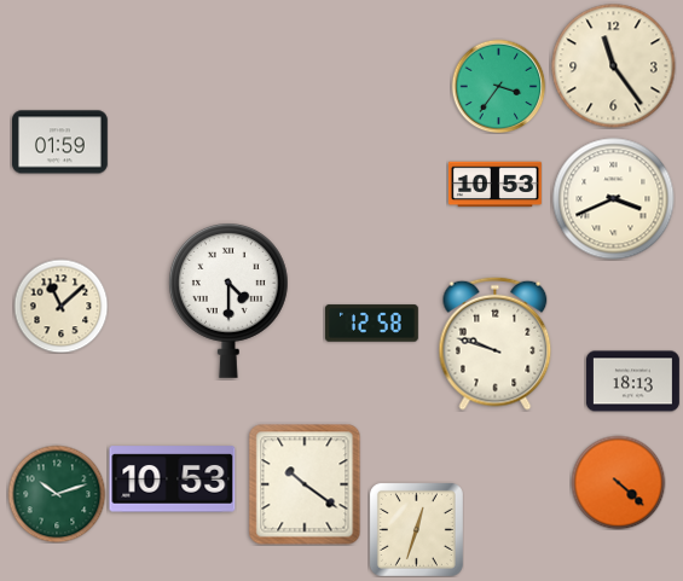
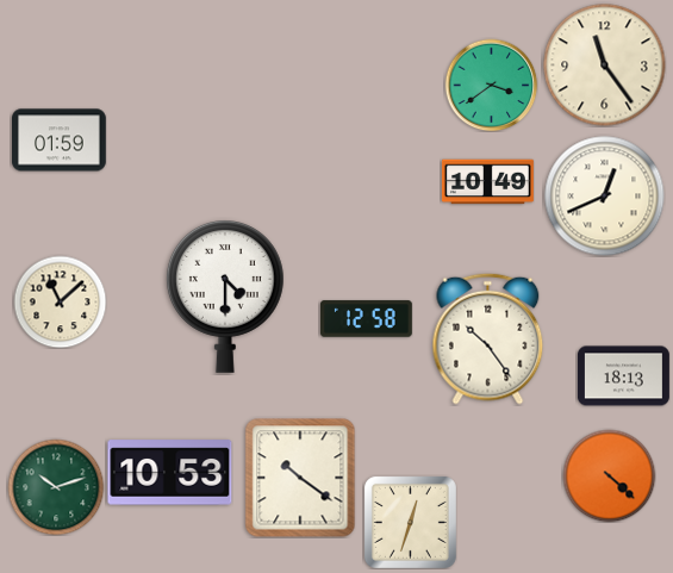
clock at (498, 86): 3:36 -> 3:39
clock at (494, 185): 10:53 -> 10:49
clock at (614, 199): 3:41 -> 12:41
clock at (496, 343): 9:48 -> 10:24
